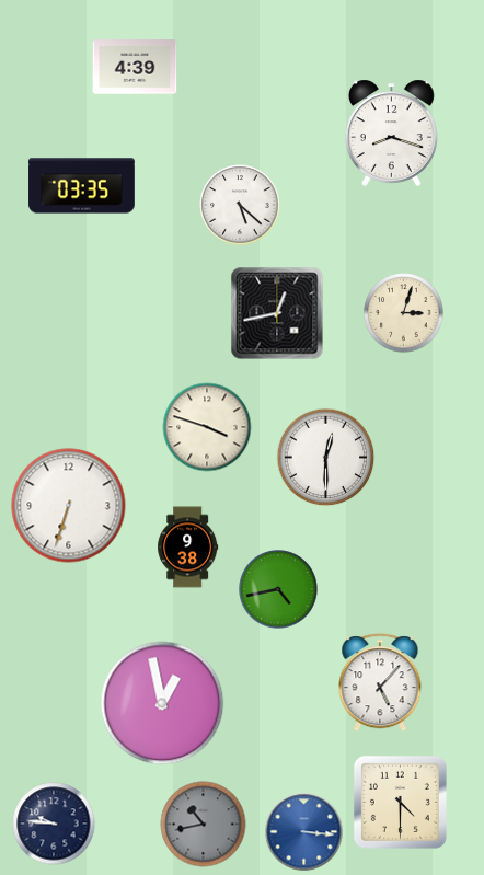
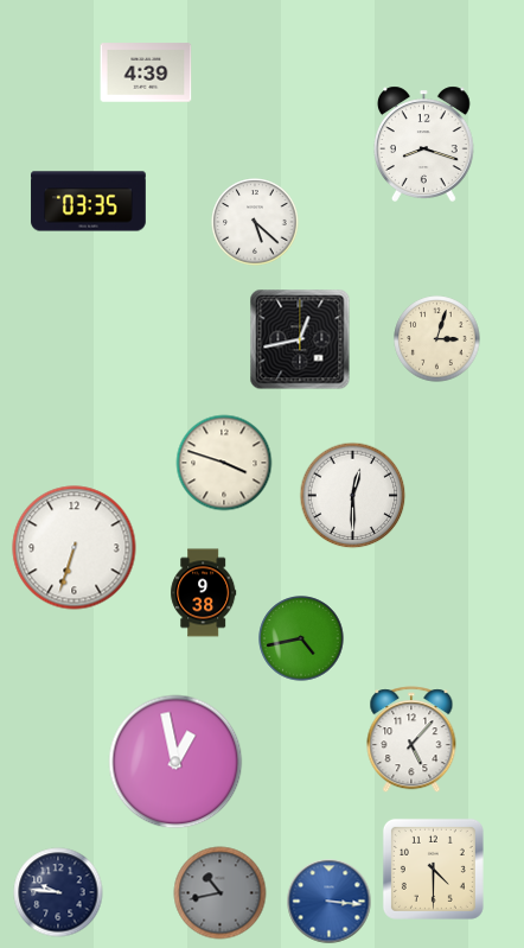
clock at (240, 205) position: (240, 205) -> (255, 222)
